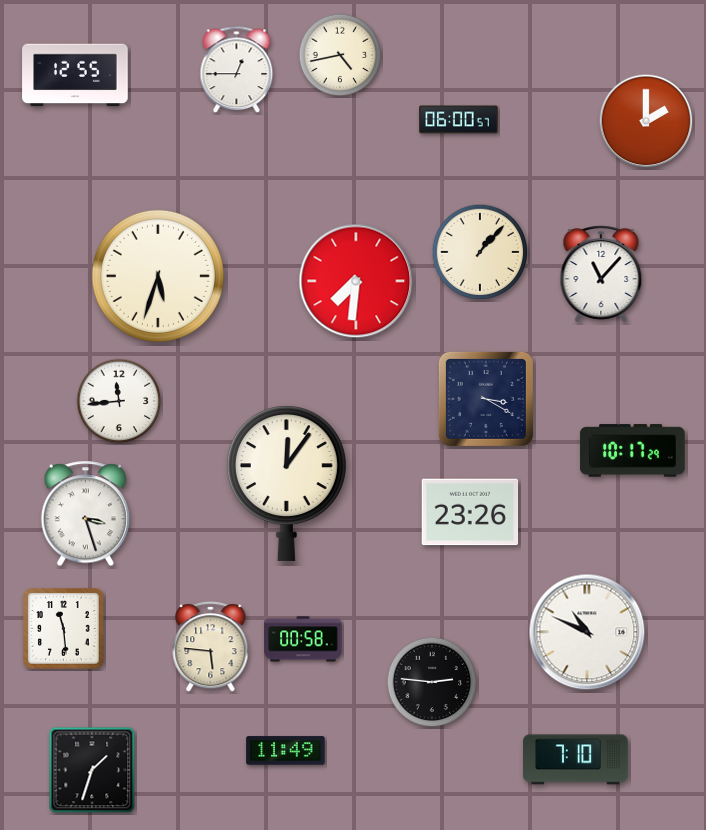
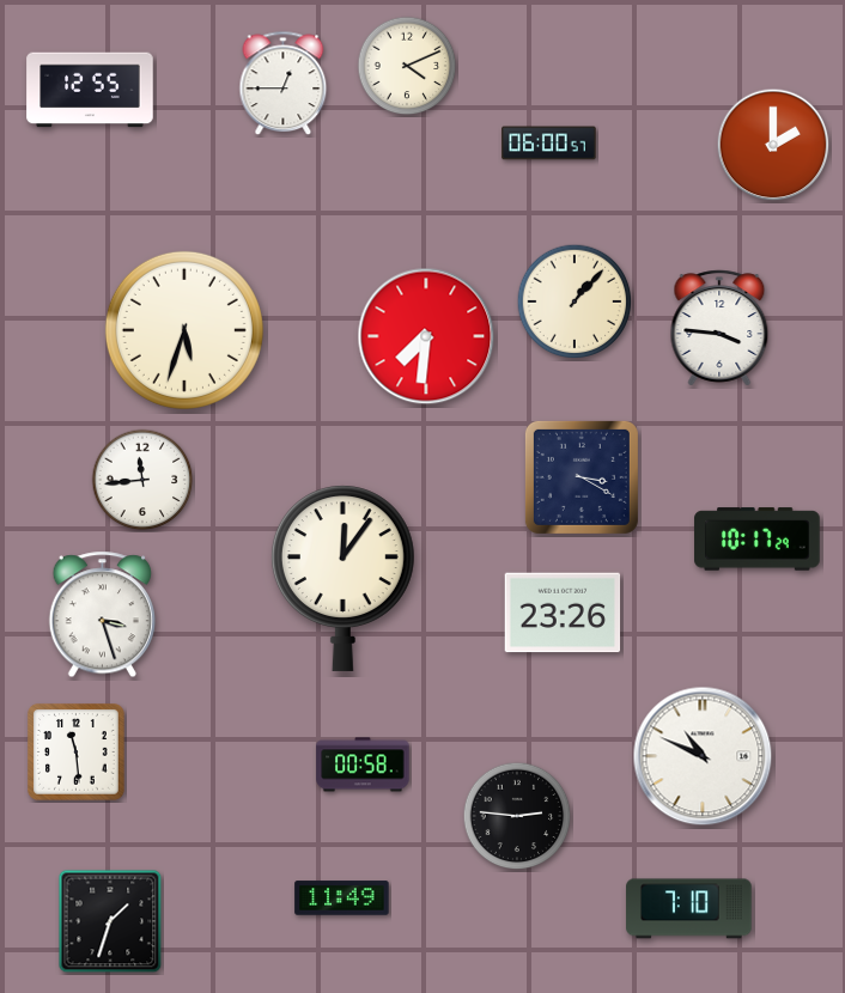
clock at (340, 55): 4:43 -> 4:11
clock at (601, 274): 11:07 -> 3:46
clock at (158, 276) position: (158, 276) -> (184, 330)
clock at (211, 647): 5:46 -> none
